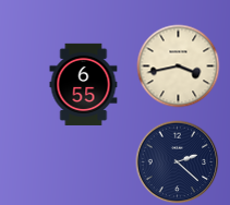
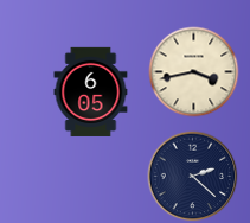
clock at (84, 84): 6:55 -> 6:05
